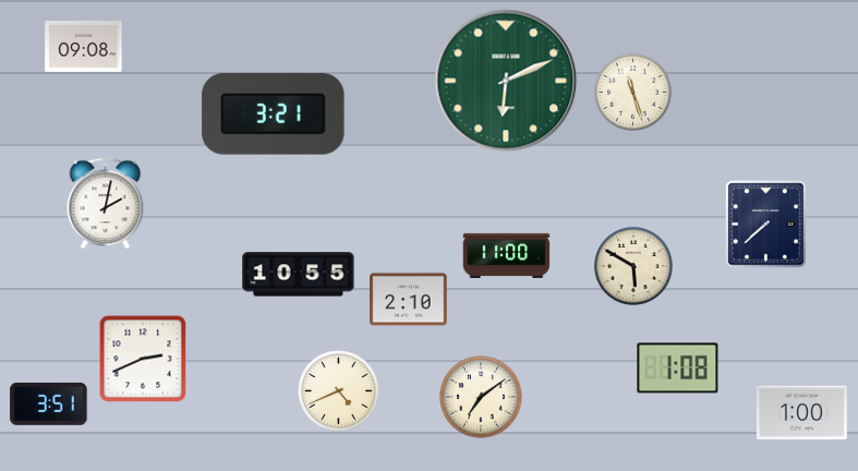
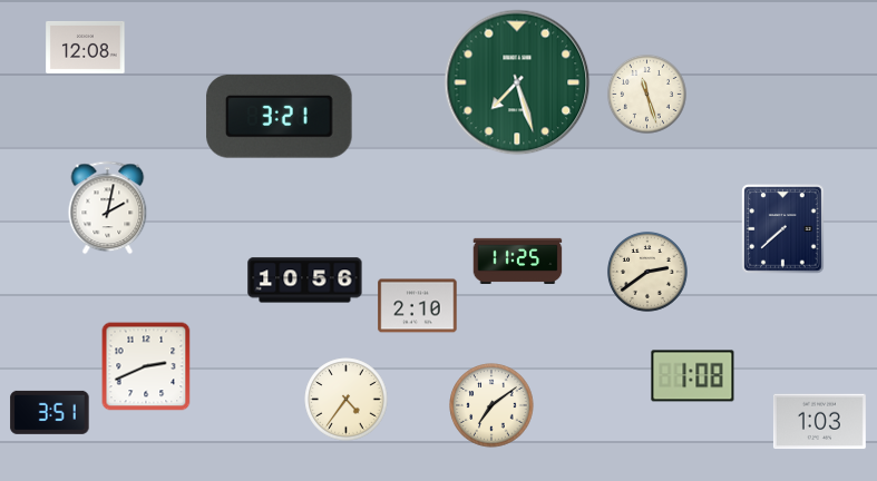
clock at (84, 47): 09:08 -> 12:08
clock at (506, 81): 6:11 -> 7:27
clock at (507, 255): 11:00 -> 11:25
clock at (633, 266): 5:50 -> 2:39
clock at (299, 275): 10:55 -> 10:56
clock at (339, 391): 4:41 -> 4:36
clock at (801, 413): 1:00 -> 1:03
